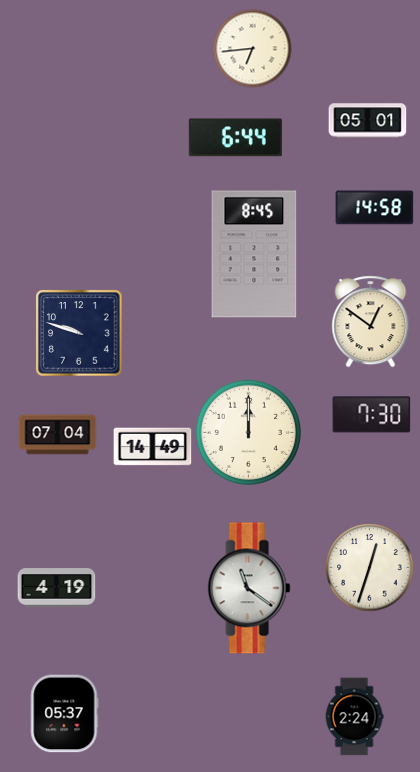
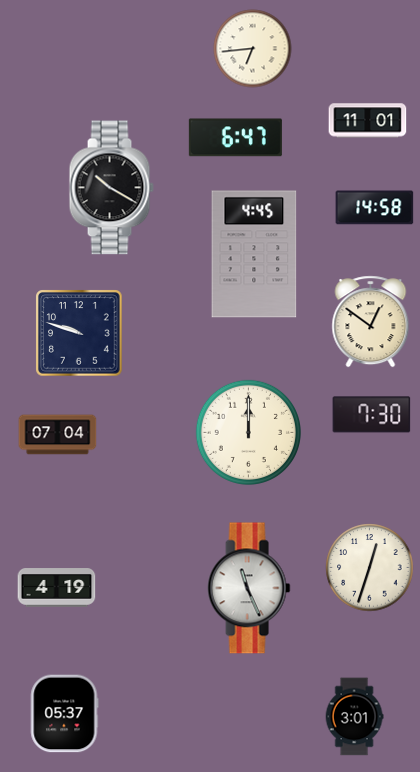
clock at (367, 121): 05:01 -> 11:01
clock at (235, 138): 6:44 -> 6:47
clock at (111, 188): none -> 10:20
clock at (254, 254): 8:45 -> 4:45
clock at (152, 447): 14:49 -> none
clock at (249, 588): 11:21 -> 11:26
clock at (354, 716): 2:24 -> 3:01
